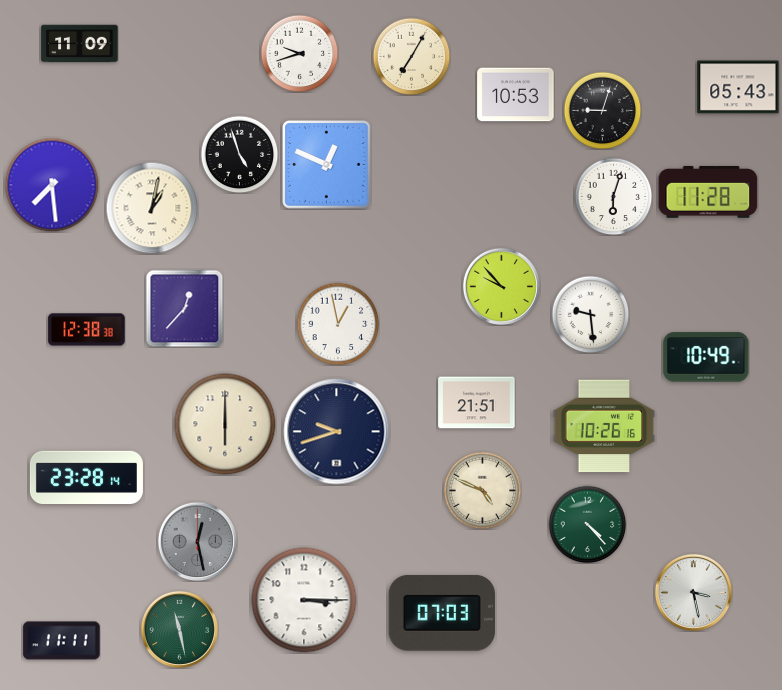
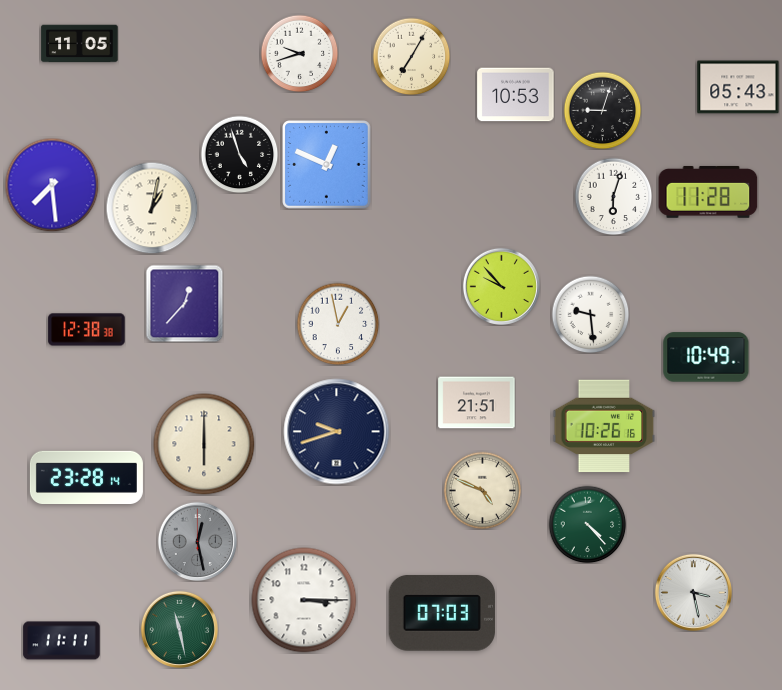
clock at (80, 44): 11:09 -> 11:05
clock at (184, 308) position: (184, 308) -> (184, 303)
clock at (225, 424) position: (225, 424) -> (204, 444)
